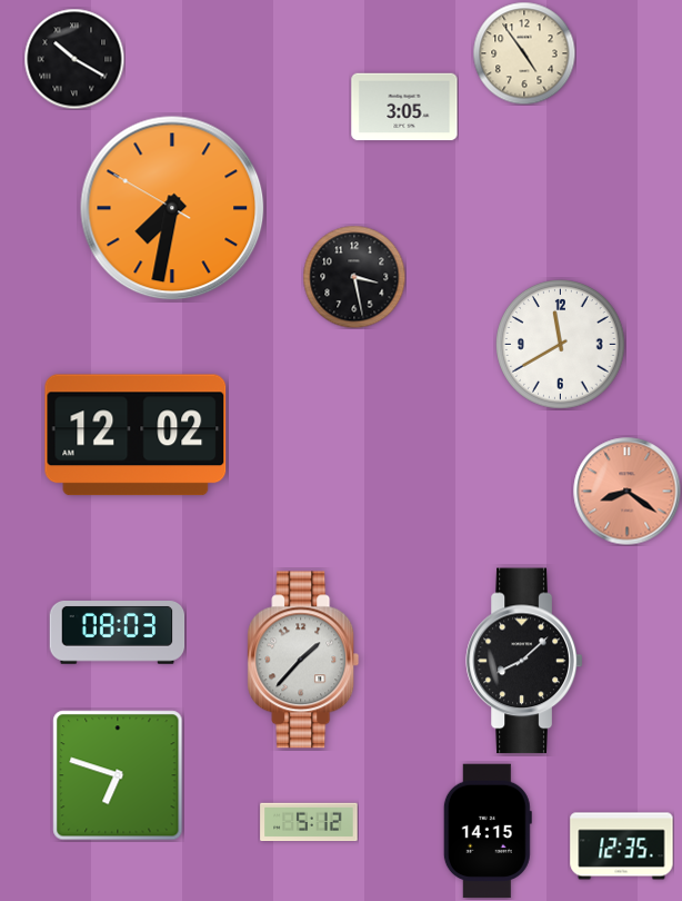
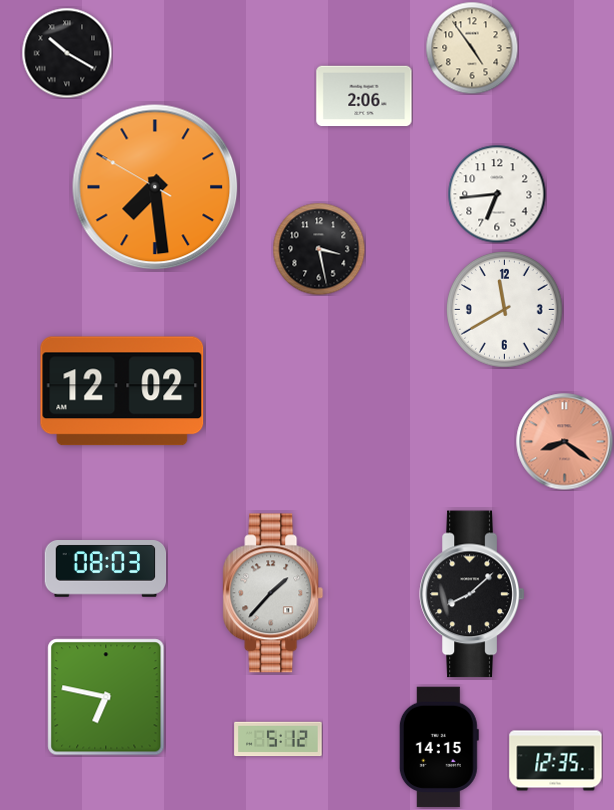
clock at (404, 107): 3:05 -> 2:06
clock at (172, 208): 7:31 -> 7:28
clock at (497, 194): none -> 6:44
clock at (118, 775): 6:48 -> 6:47
clock at (622, 846) position: (622, 846) -> (556, 761)
